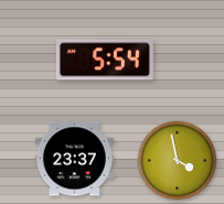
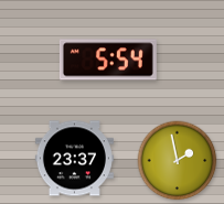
clock at (105, 60) position: (105, 60) -> (108, 60)
clock at (178, 161): 3:58 -> 1:58
